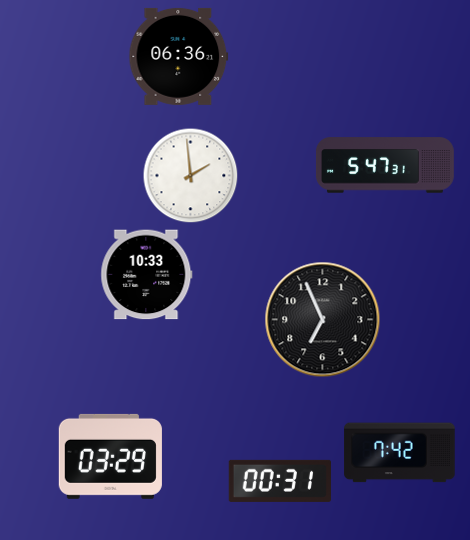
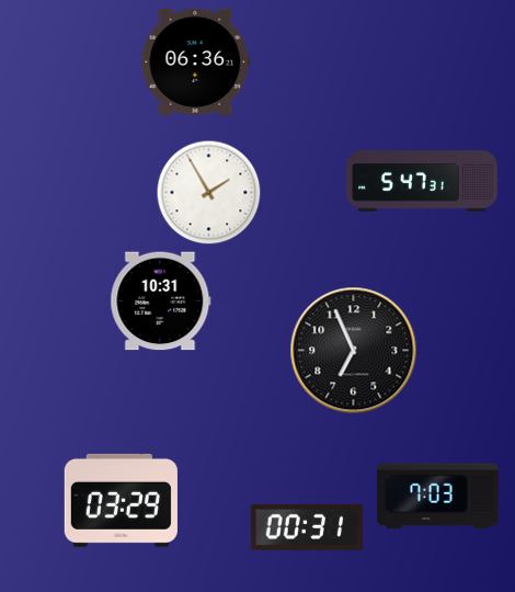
clock at (191, 176): 1:59 -> 1:55
clock at (147, 275): 10:33 -> 10:31
clock at (400, 453): 7:42 -> 7:03
